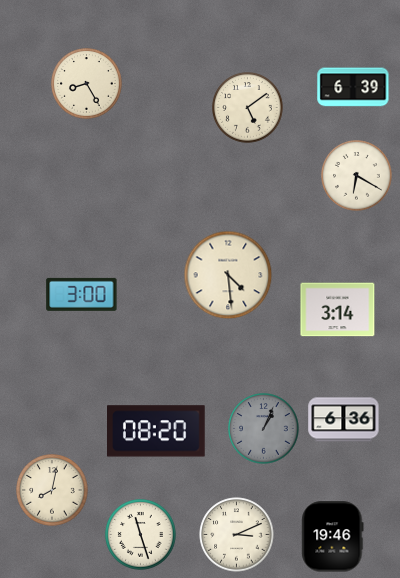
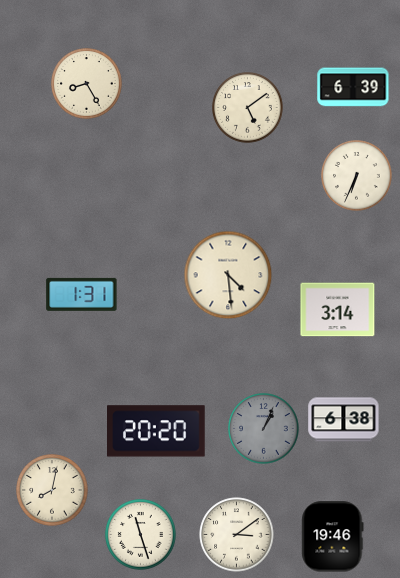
clock at (357, 176): 6:20 -> 6:34
clock at (82, 294): 3:00 -> 1:31
clock at (344, 420): 6:36 -> 6:38
clock at (157, 431): 08:20 -> 20:20
clock at (237, 535): 3:11 -> 3:09
